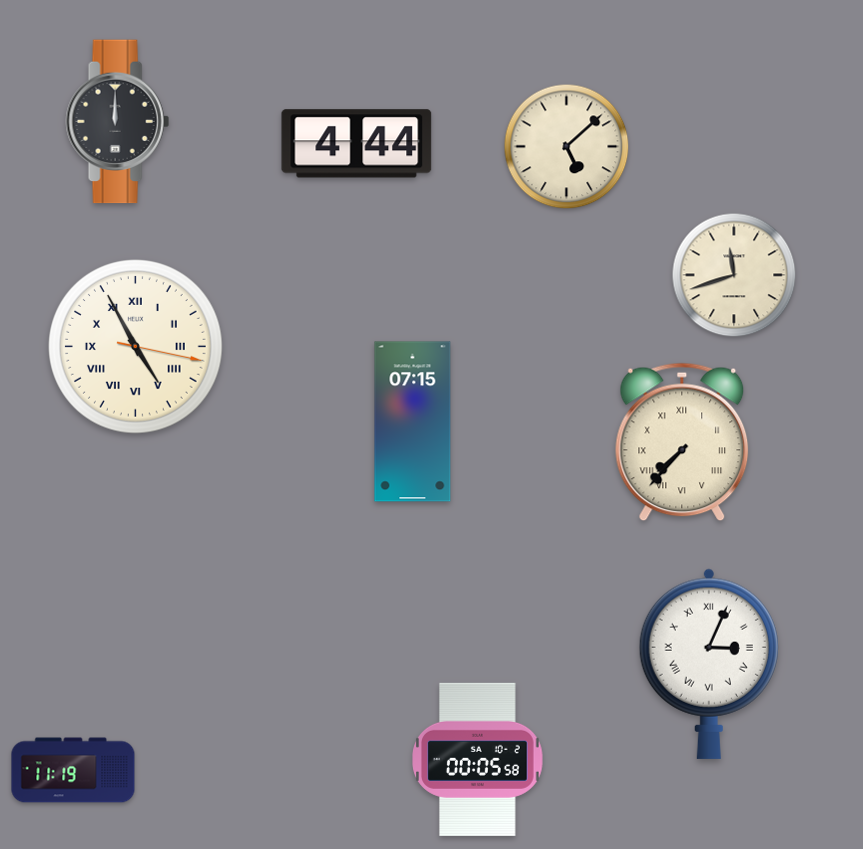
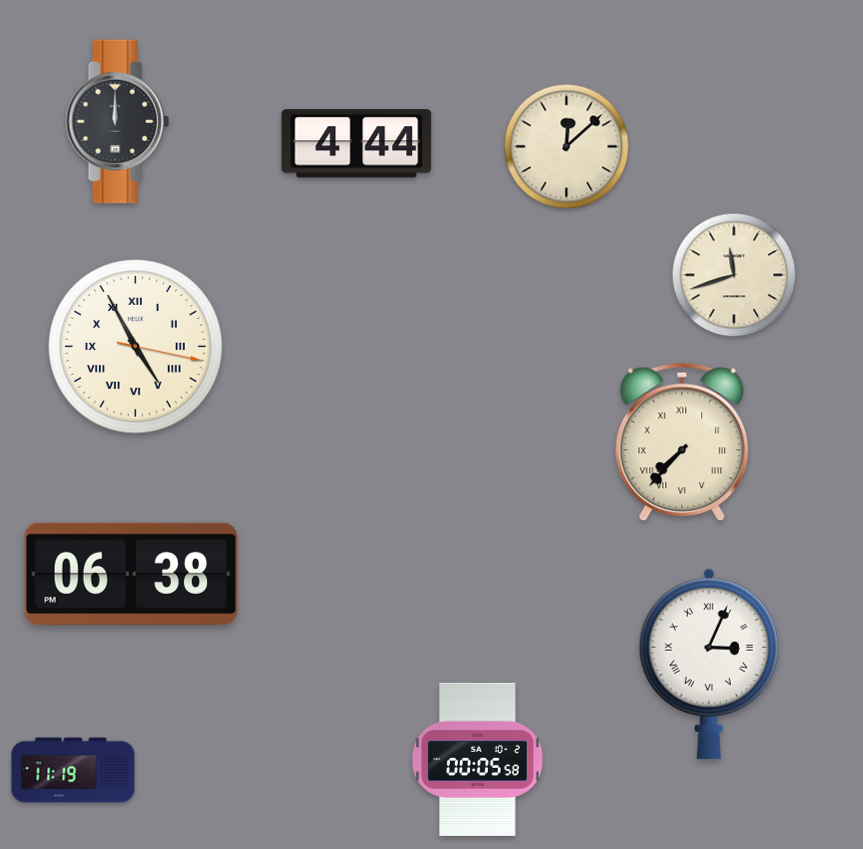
clock at (567, 147): 5:08 -> 12:08
clock at (413, 422): 07:15 -> none
clock at (131, 574): none -> 06:38
